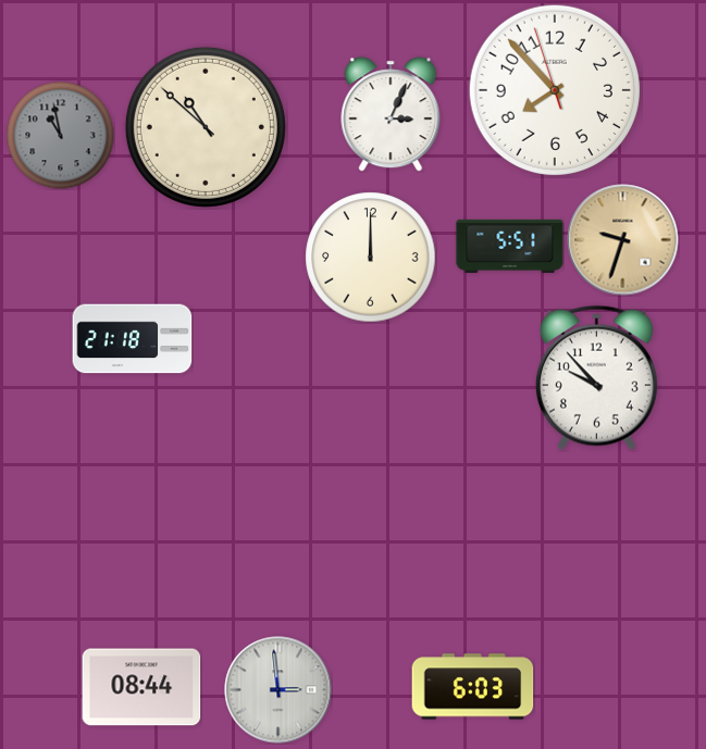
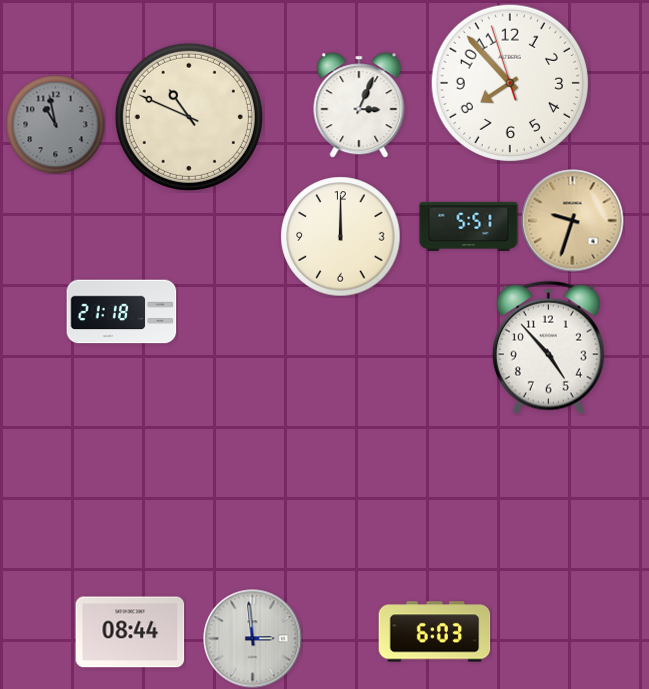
clock at (206, 127): 10:52 -> 10:49
clock at (596, 378): 9:53 -> 4:53
clock at (278, 690) position: (278, 690) -> (253, 639)
